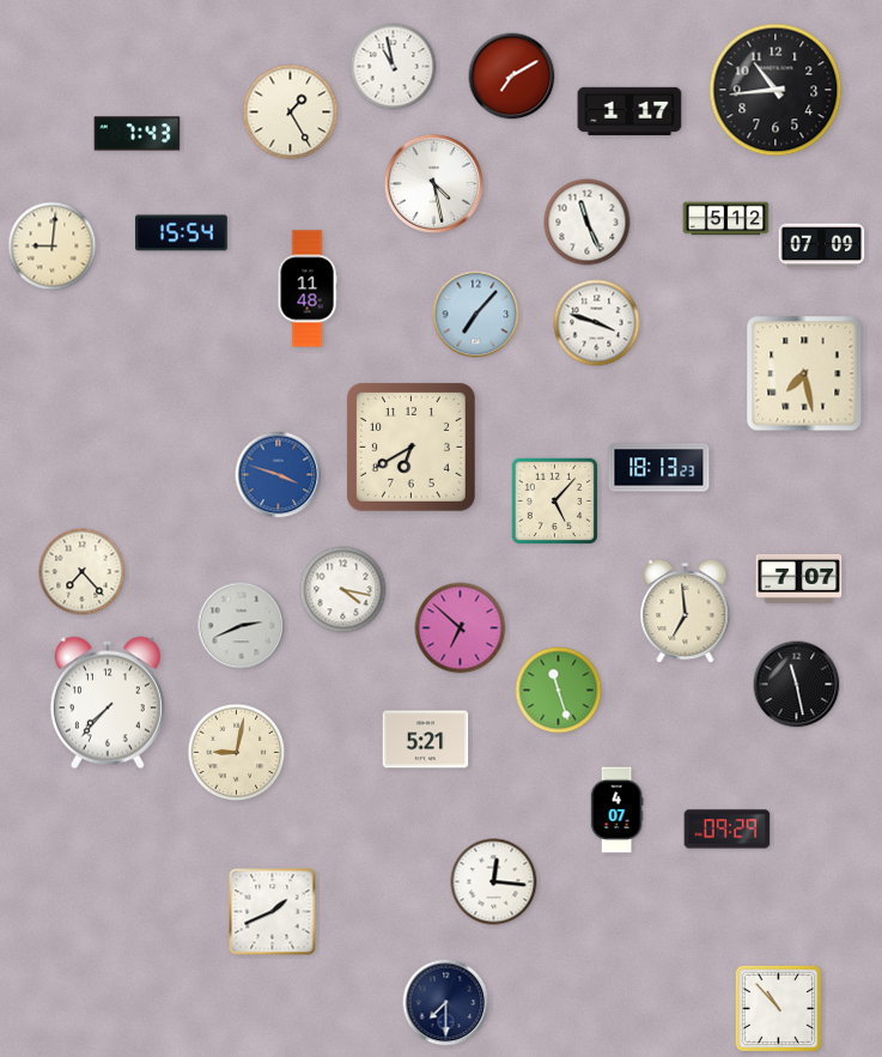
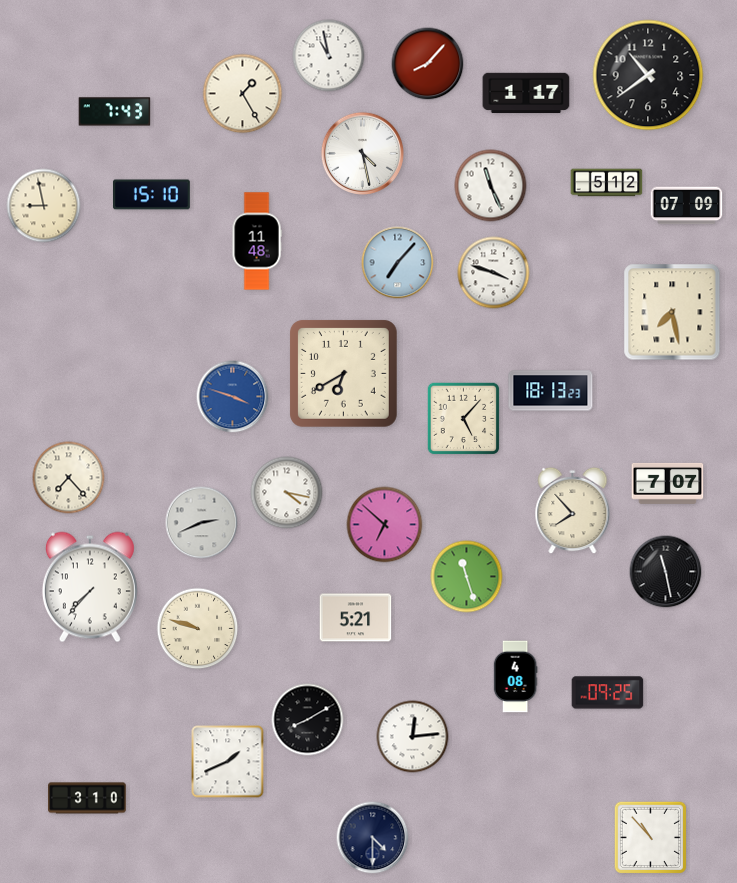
clock at (512, 77): 7:10 -> 8:07
clock at (775, 90): 10:44 -> 10:39
clock at (182, 233): 15:54 -> 15:10
clock at (53, 247): 9:01 -> 8:58
clock at (597, 323) position: (597, 323) -> (494, 273)
clock at (686, 612): 6:59 -> 7:53
clock at (237, 753): 9:02 -> 9:48
clock at (616, 810): 4:07 -> 4:08
clock at (728, 830): 09:29 -> 09:25
clock at (308, 720): none -> 8:10
clock at (494, 882): 12:16 -> 12:14
clock at (87, 798): none -> 3:10
clock at (446, 1003): 7:30 -> 4:30
clock at (779, 1009) position: (779, 1009) -> (651, 838)
